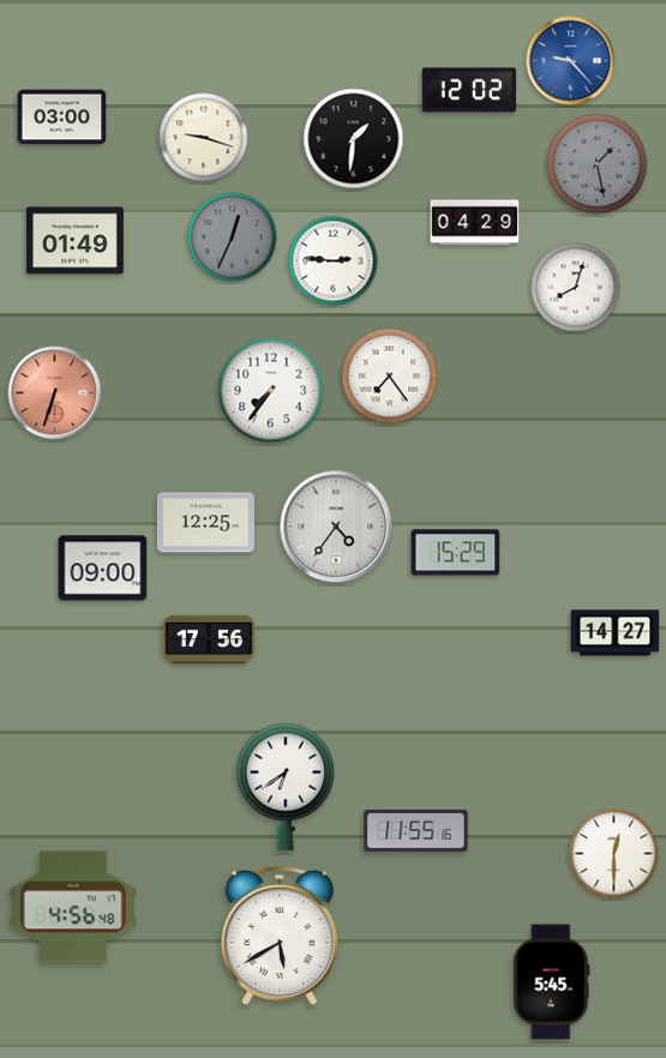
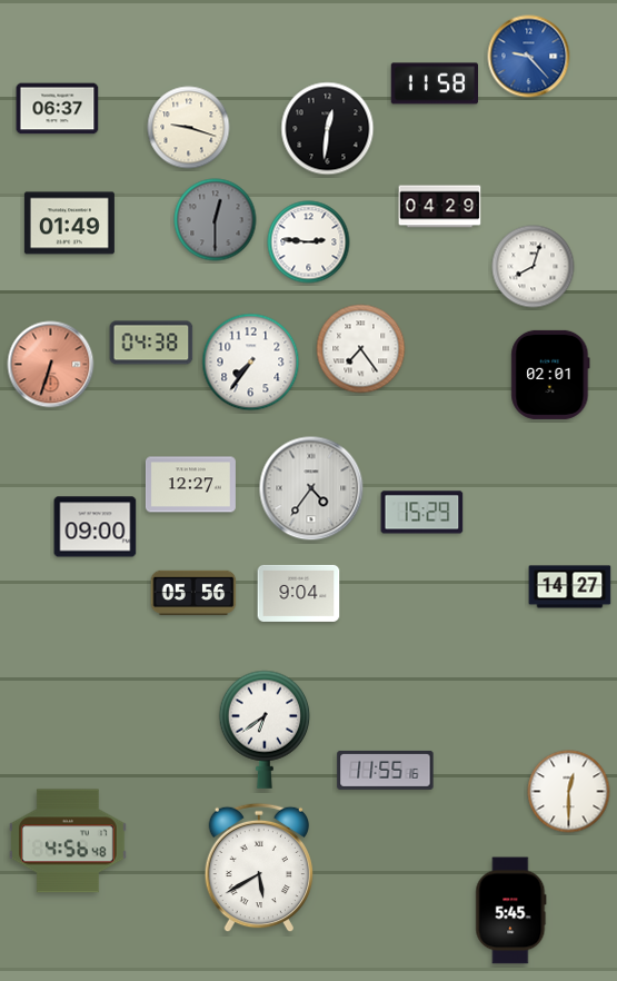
clock at (468, 90): 12:02 -> 11:58
clock at (62, 118): 03:00 -> 06:37
clock at (354, 139): 1:31 -> 12:31
clock at (598, 164): 1:28 -> none
clock at (233, 238): 12:34 -> 12:30
clock at (151, 343): none -> 04:38
clock at (550, 375): none -> 02:01
clock at (205, 523): 12:25 -> 12:27
clock at (209, 639): 17:56 -> 05:56
clock at (299, 593): none -> 9:04
